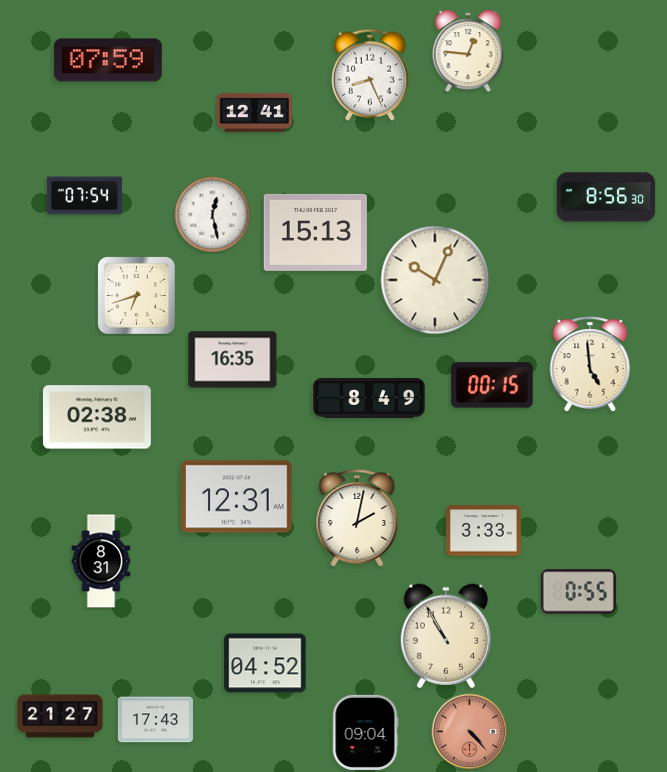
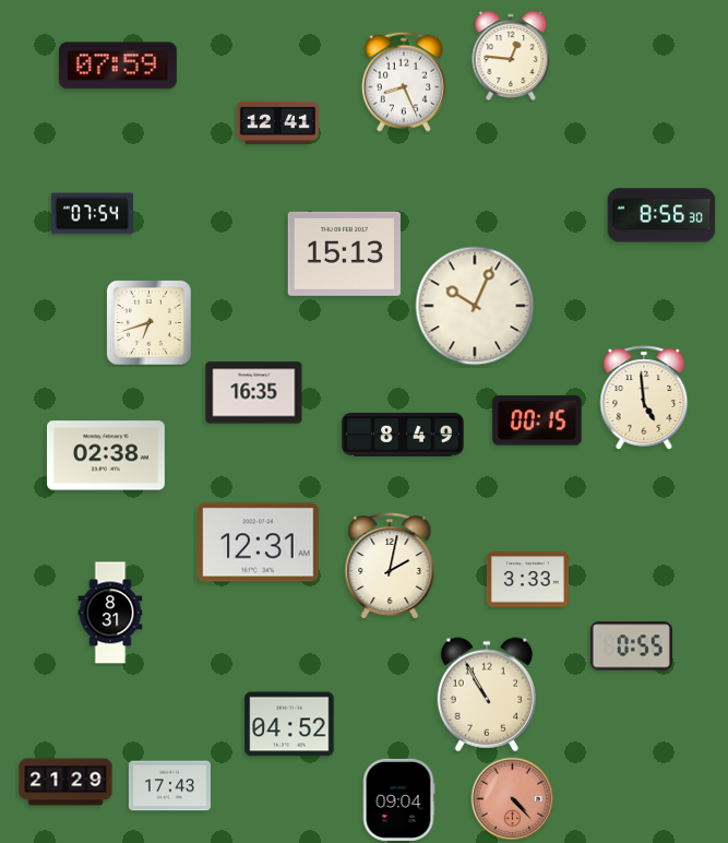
clock at (213, 215): 12:28 -> none
clock at (60, 716): 21:27 -> 21:29
